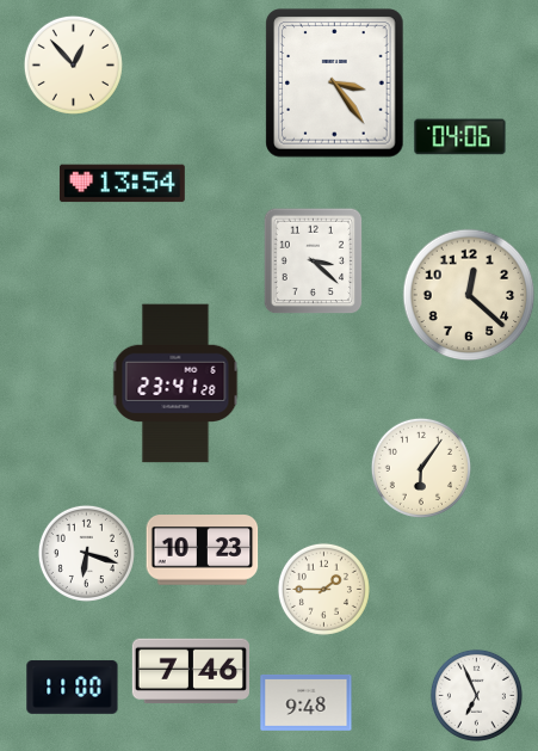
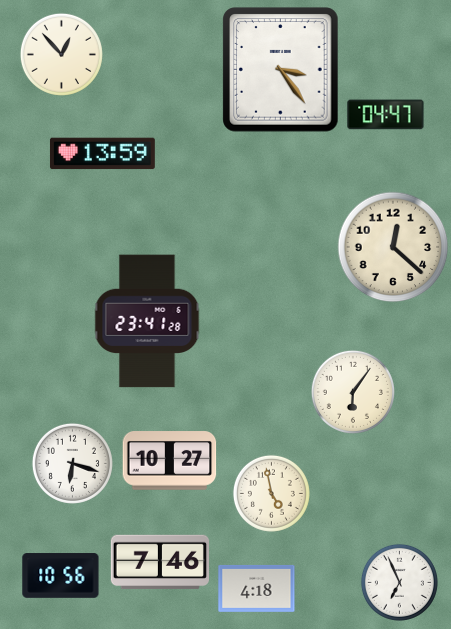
clock at (460, 137): 04:06 -> 04:47
clock at (122, 184): 13:54 -> 13:59
clock at (314, 260): 3:22 -> none
clock at (203, 550): 10:23 -> 10:27
clock at (323, 589): 1:45 -> 4:58
clock at (73, 688): 11:00 -> 10:56
clock at (307, 702): 9:48 -> 4:18
